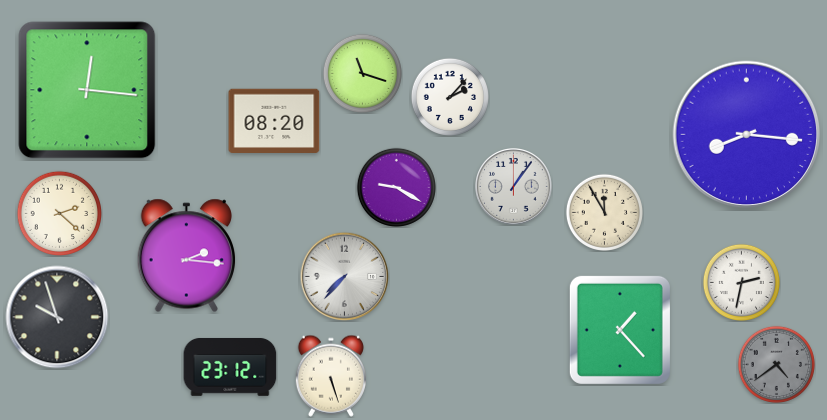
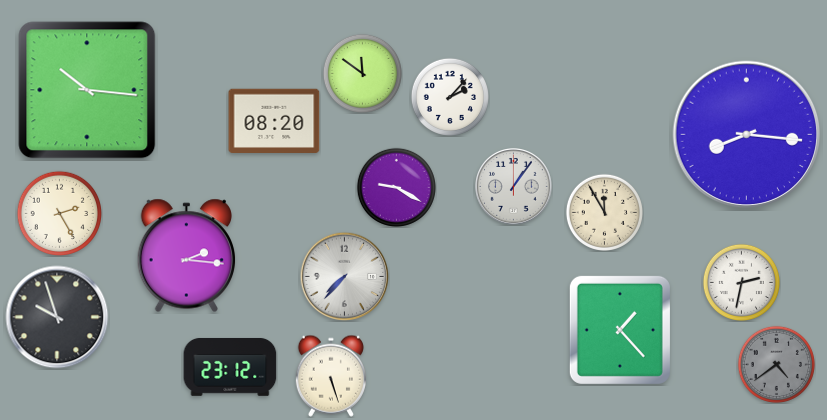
clock at (362, 73): 11:18 -> 11:51
clock at (87, 90): 12:16 -> 10:16
clock at (59, 213): 2:22 -> 2:25
